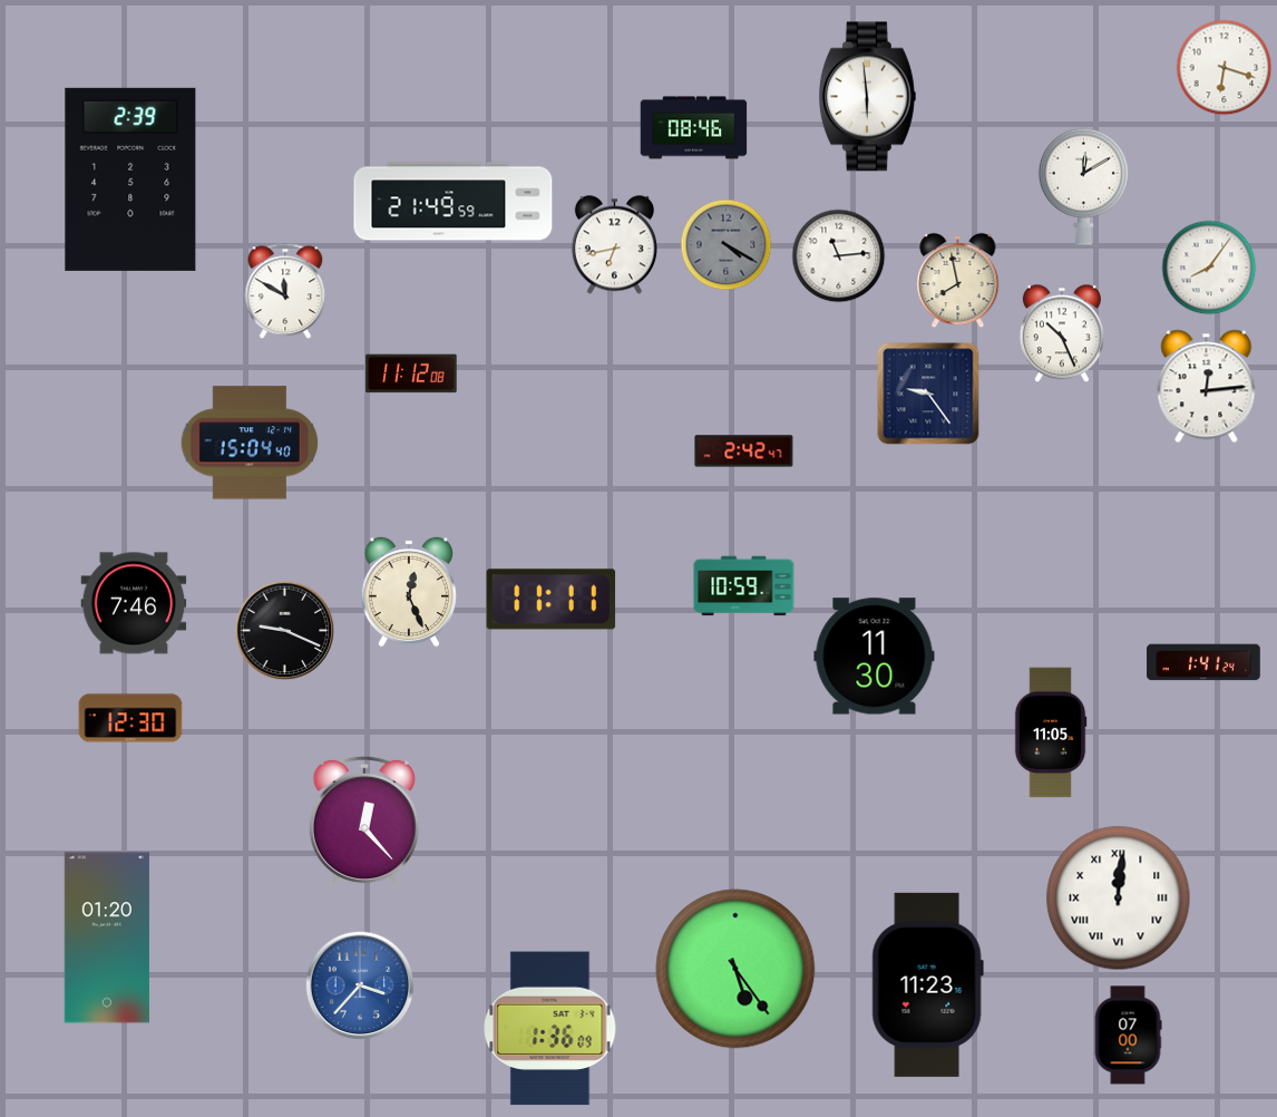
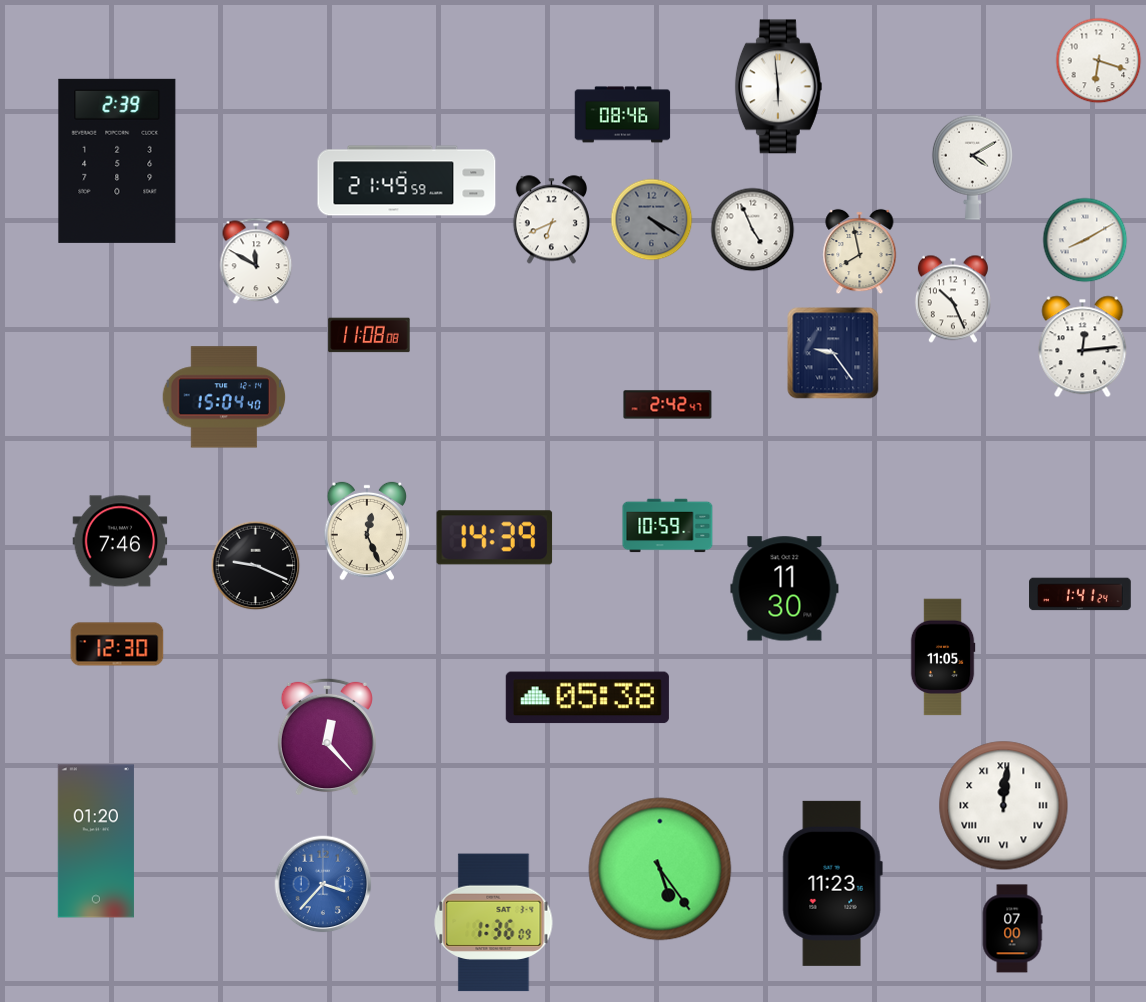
clock at (1083, 186): 12:10 -> 4:10
clock at (614, 245): 6:43 -> 6:41
clock at (839, 256): 11:14 -> 4:56
clock at (1209, 268): 8:06 -> 8:10
clock at (411, 373): 11:12 -> 11:08
clock at (552, 600): 11:11 -> 14:39
clock at (587, 698): none -> 05:38
